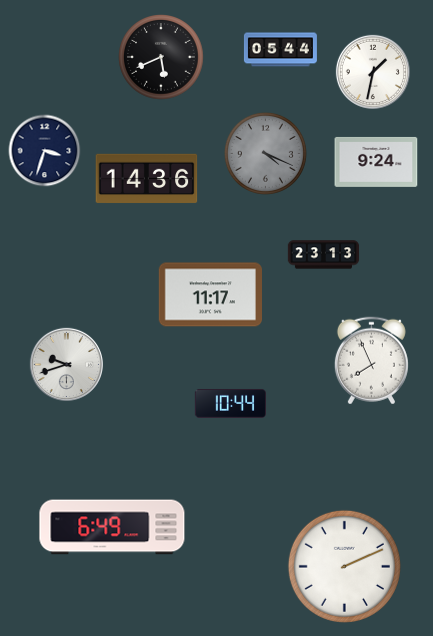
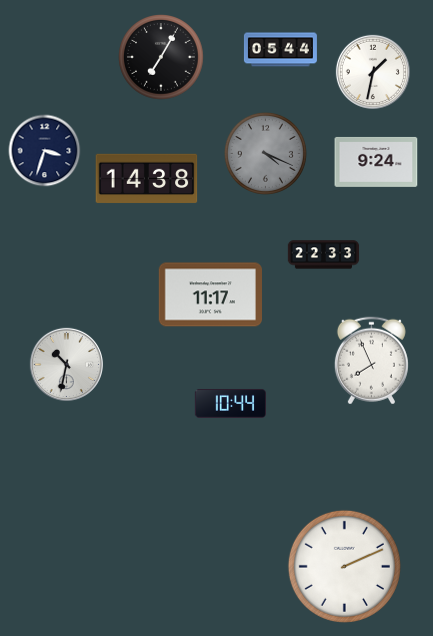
clock at (161, 57): 5:41 -> 7:05
clock at (147, 179): 14:36 -> 14:38
clock at (324, 255): 23:13 -> 22:33
clock at (66, 364): 9:42 -> 10:32
clock at (112, 527): 6:49 -> none
